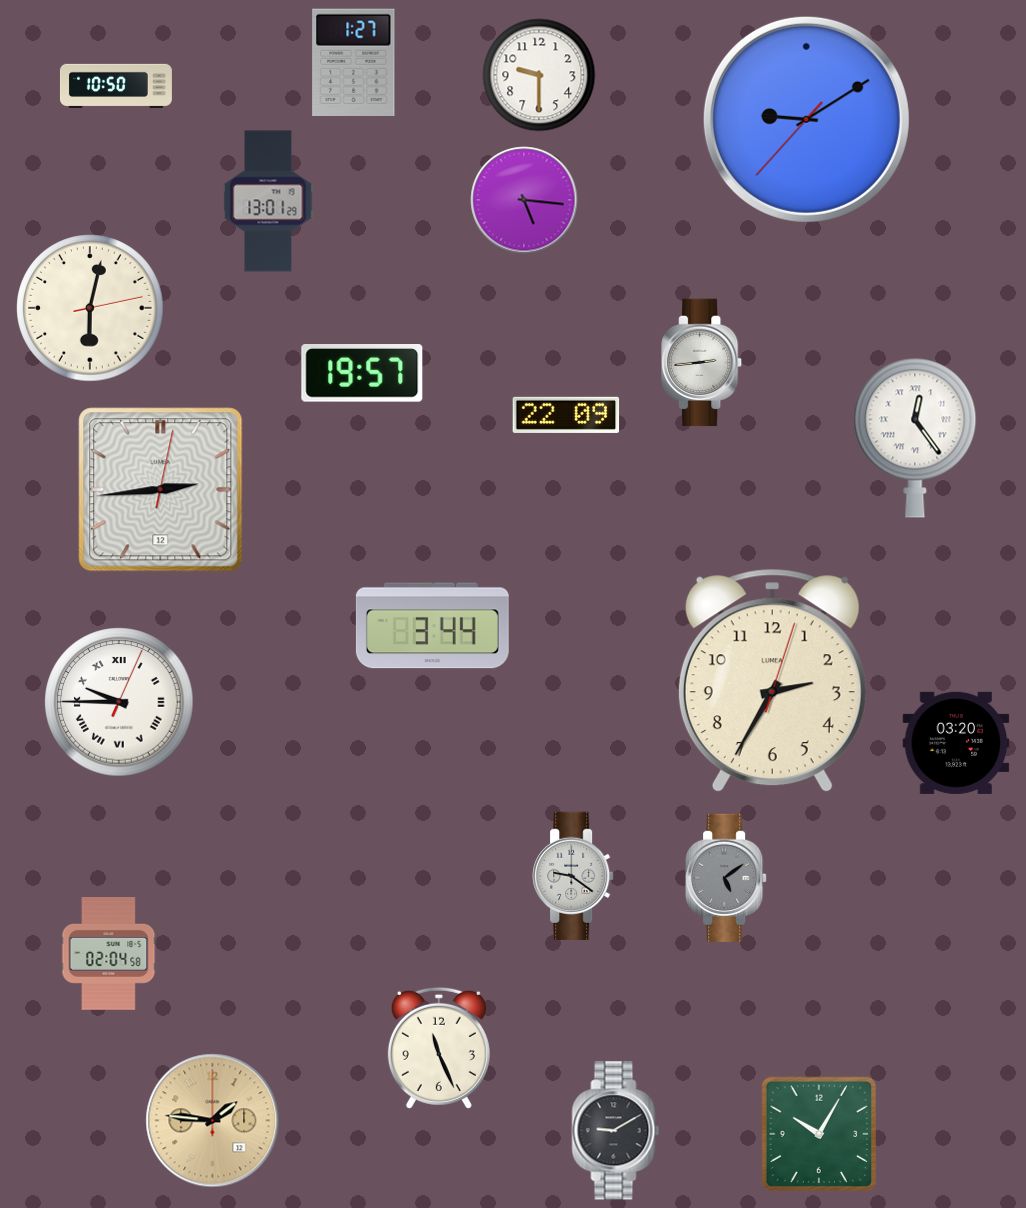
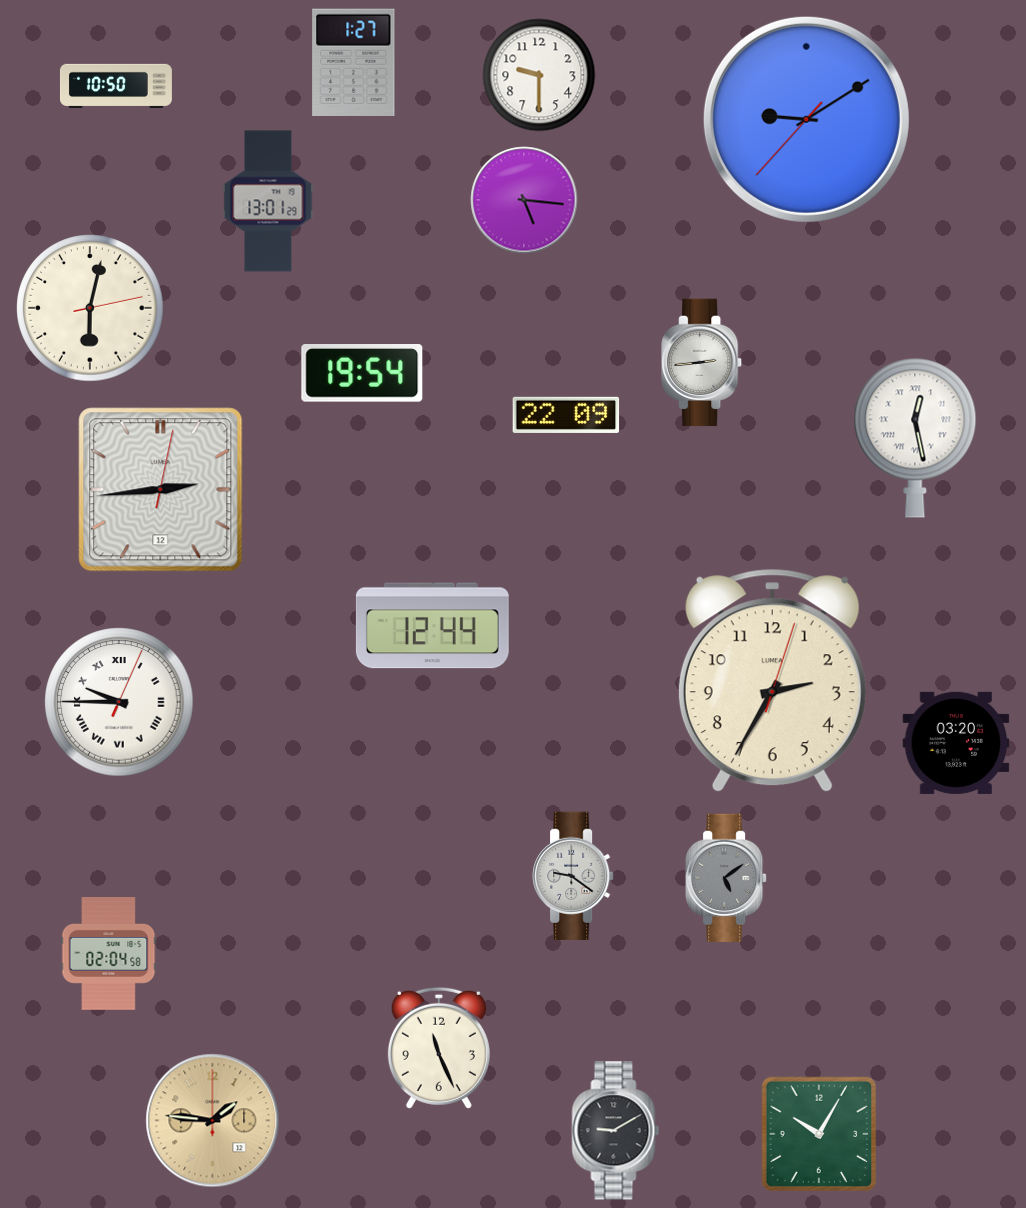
clock at (362, 374): 19:57 -> 19:54
clock at (915, 438): 12:24 -> 12:28
clock at (432, 626): 3:44 -> 12:44
